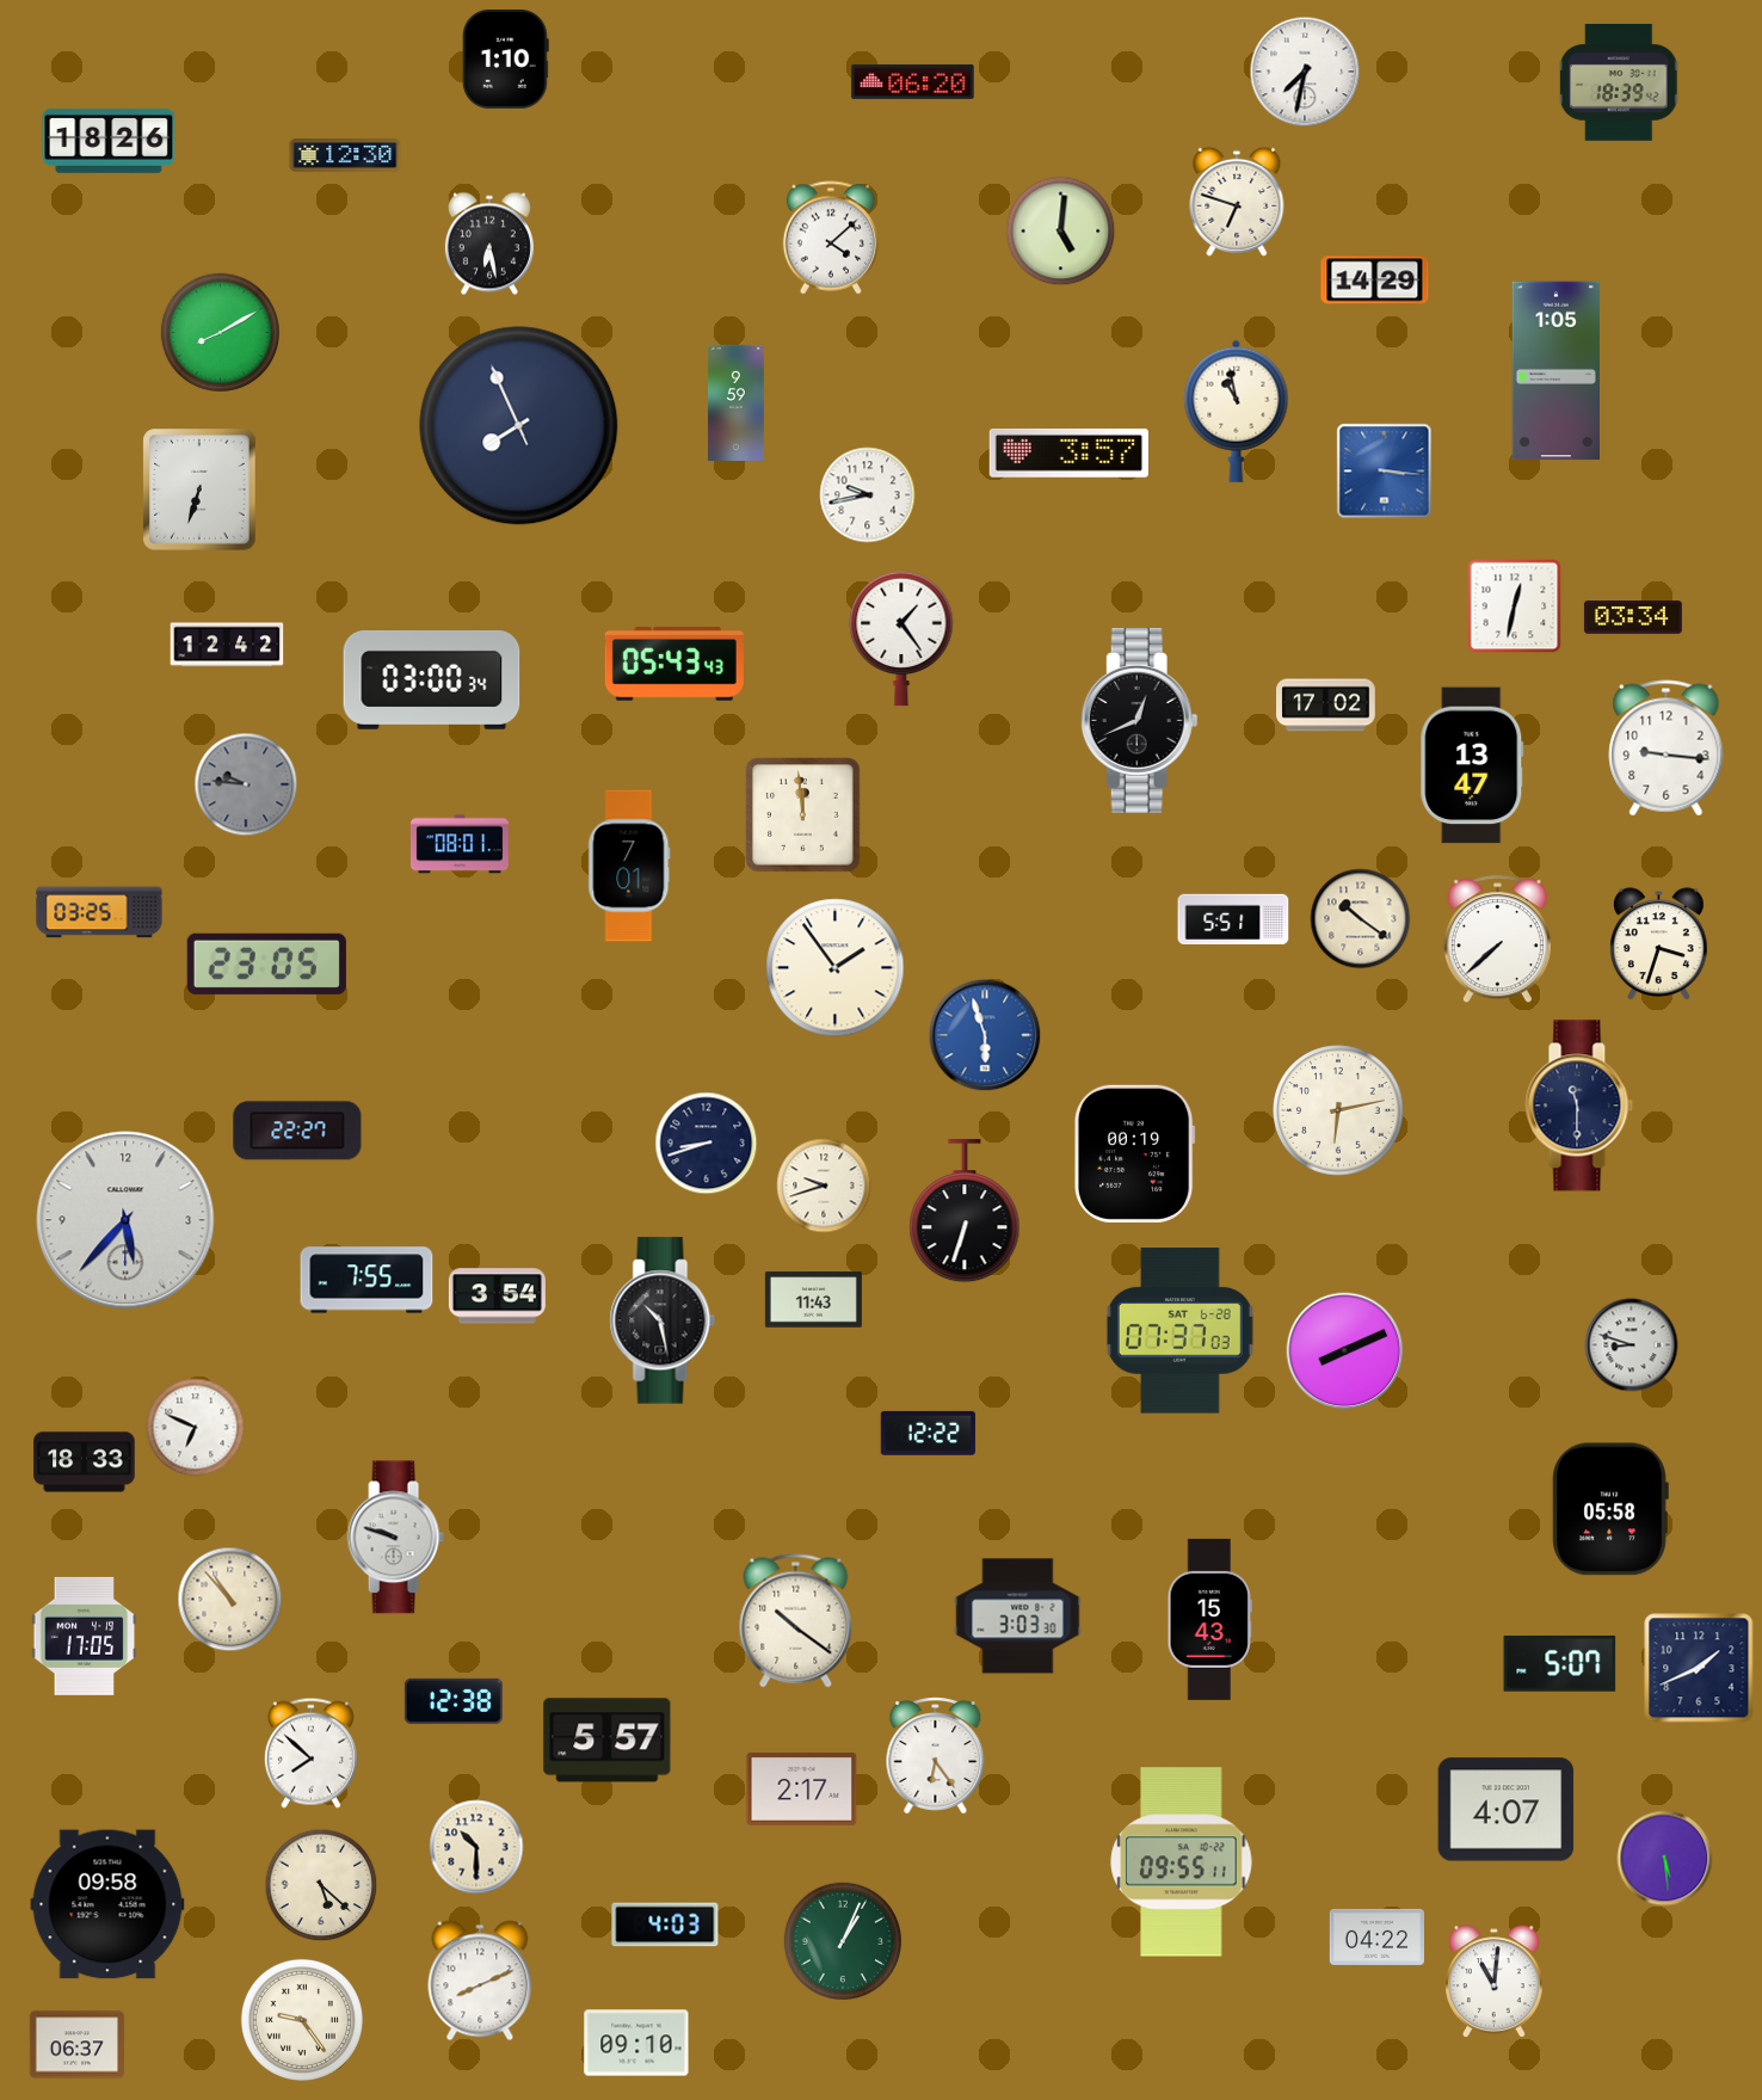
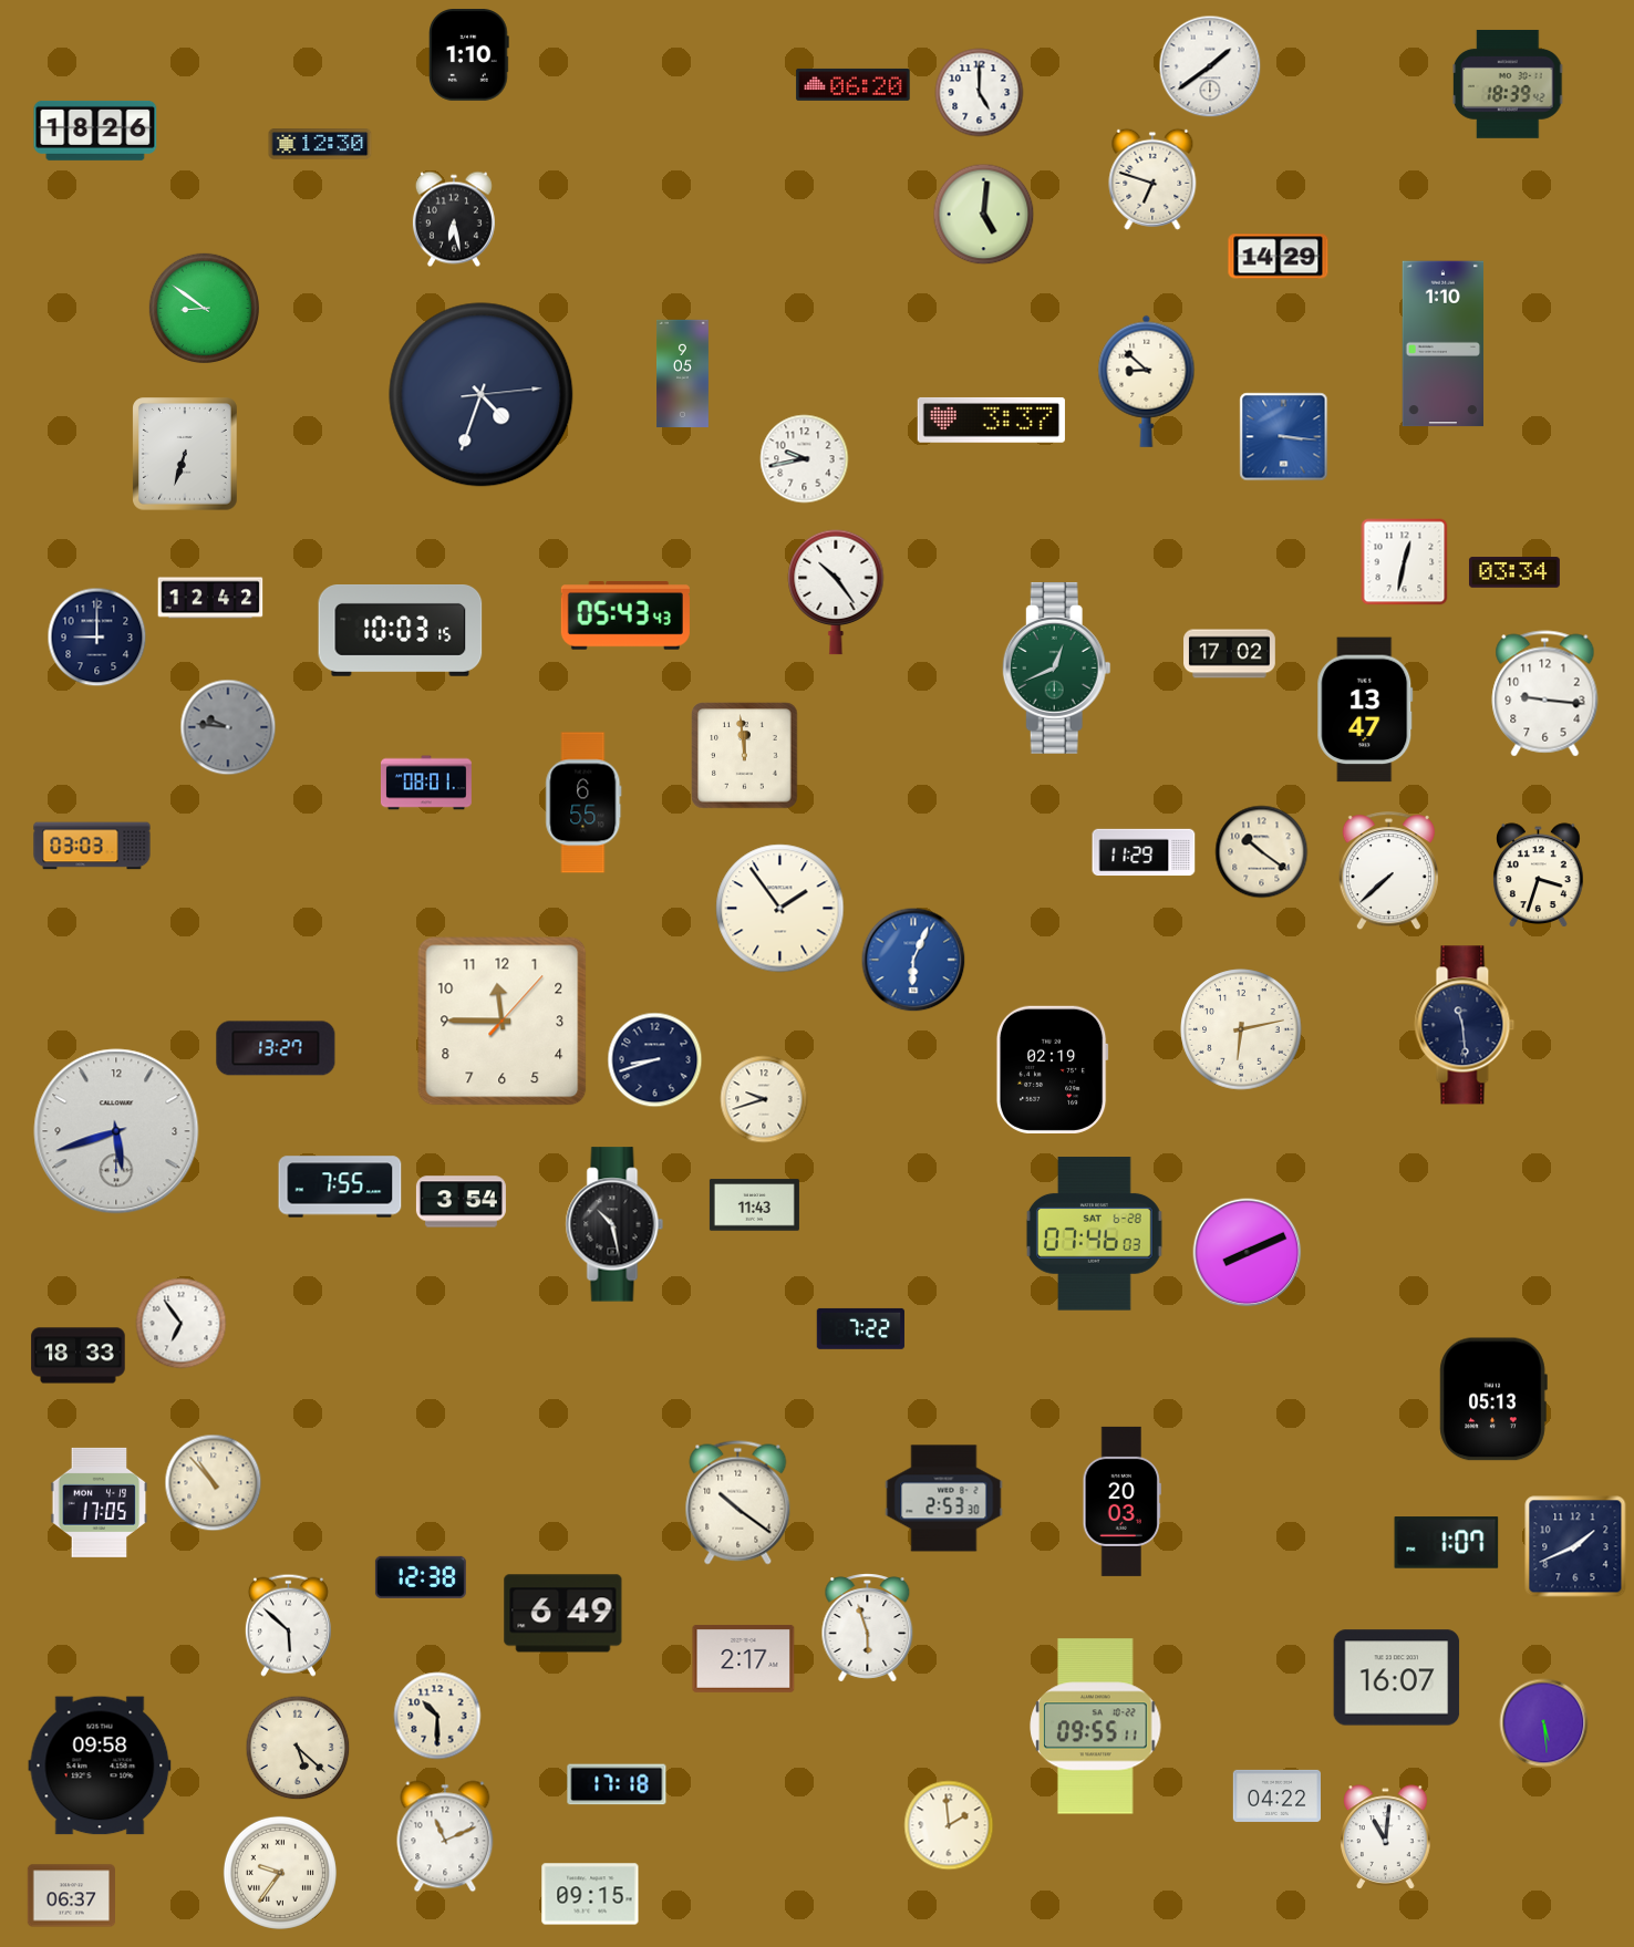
clock at (1305, 72): 7:32 -> 1:39
clock at (913, 81) position: (913, 81) -> (854, 84)
clock at (1619, 82) position: (1619, 82) -> (1508, 84)
clock at (980, 93): none -> 5:00
clock at (109, 141) position: (109, 141) -> (95, 131)
clock at (1237, 202) position: (1237, 202) -> (1152, 179)
clock at (830, 238): 4:08 -> none
clock at (489, 244) position: (489, 244) -> (454, 219)
clock at (1375, 281) position: (1375, 281) -> (1279, 257)
clock at (220, 332): 8:10 -> 8:51
clock at (1555, 371): 1:05 -> 1:10
clock at (737, 404): 9:59 -> 9:05
clock at (1237, 411): 10:58 -> 8:52
clock at (519, 426): 7:55 -> 4:33
clock at (1068, 452): 3:57 -> 3:37
clock at (901, 639): 1:24 -> 10:24
clock at (432, 681): 03:00 -> 10:03
clock at (97, 638): none -> 9:00
clock at (1139, 720) dial: black -> green
clock at (629, 866): 7:01 -> 6:55
clock at (99, 912): 03:25 -> 03:03
clock at (1233, 919): 5:51 -> 11:29
clock at (266, 963): 23:05 -> none
clock at (836, 968) position: (836, 968) -> (780, 909)
clock at (985, 1035): 5:57 -> 6:04
clock at (503, 1022): none -> 11:45
clock at (1579, 1106): 11:30 -> 11:29
clock at (297, 1131): 22:27 -> 13:27
clock at (1134, 1153): 00:19 -> 02:19
clock at (965, 1212): 6:33 -> none
clock at (125, 1220): 5:37 -> 5:42
clock at (1179, 1331): 07:37 -> 07:46
clock at (1632, 1345): 8:48 -> none
clock at (196, 1428): 6:49 -> 6:54
clock at (928, 1433): 12:22 -> 7:22
clock at (1610, 1509): 05:58 -> 05:13
clock at (395, 1538): 9:48 -> none
clock at (1018, 1616): 3:03 -> 2:53
clock at (1209, 1619): 15:43 -> 20:03
clock at (85, 1636) position: (85, 1636) -> (100, 1502)
clock at (1560, 1664): 5:07 -> 1:07
clock at (608, 1741): 5:57 -> 6:49
clock at (310, 1753): 7:52 -> 5:52
clock at (936, 1756): 6:24 -> 5:57
clock at (1507, 1810): 4:07 -> 16:07
clock at (476, 1847) position: (476, 1847) -> (437, 1716)
clock at (665, 1925): 4:03 -> 17:18
clock at (842, 1940): 1:04 -> none
clock at (949, 1825): none -> 1:59
clock at (480, 1981): 8:11 -> 11:11
clock at (302, 2020): 9:24 -> 9:36
clock at (636, 2043): 09:10 -> 09:15
